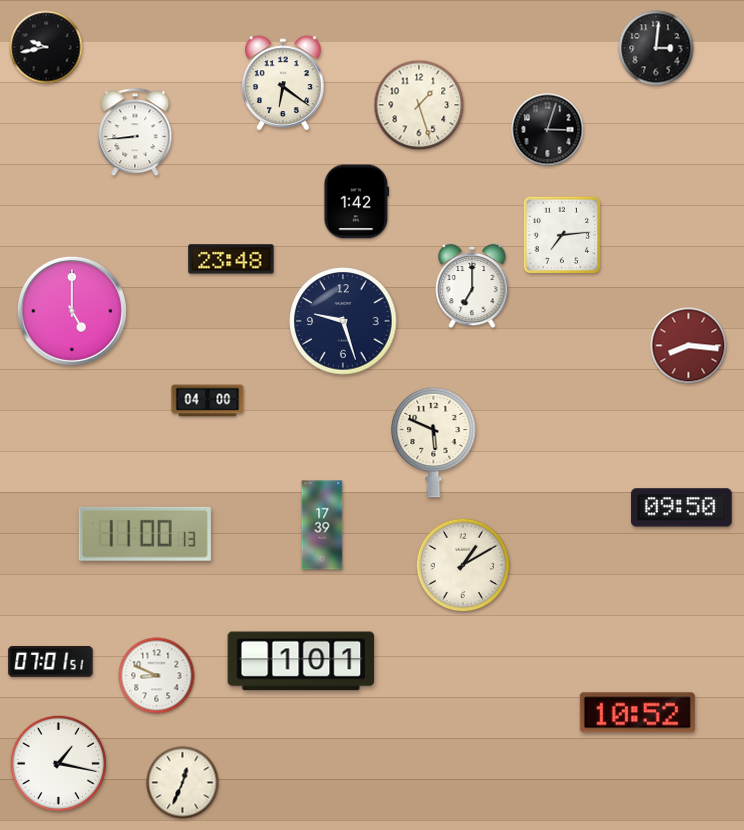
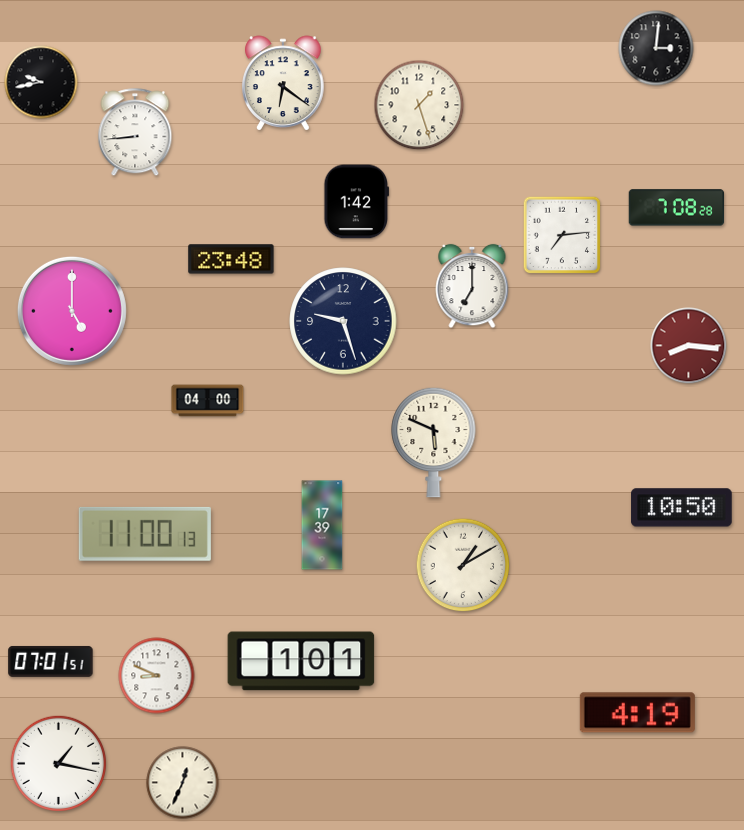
clock at (46, 47) position: (46, 47) -> (41, 82)
clock at (548, 130): 3:03 -> none
clock at (677, 208): none -> 7:08
clock at (682, 508): 09:50 -> 10:50
clock at (637, 713): 10:52 -> 4:19
